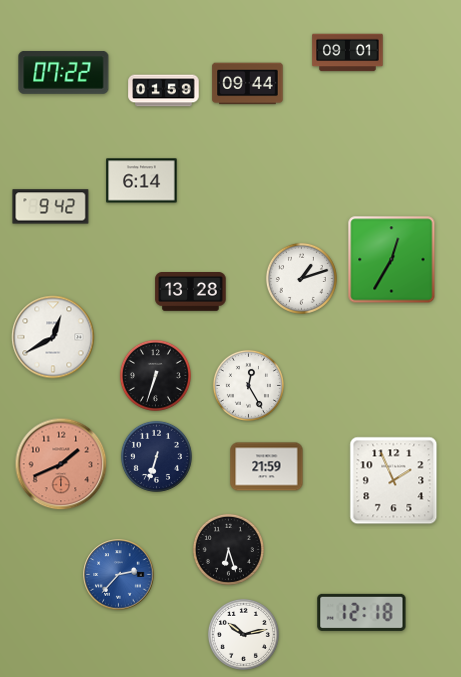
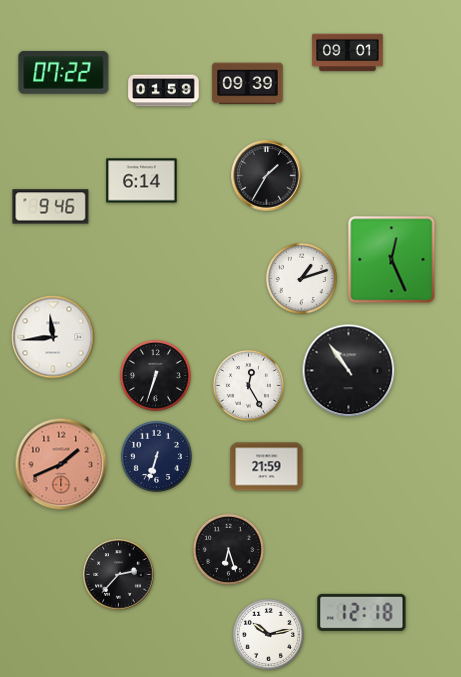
clock at (248, 84): 09:44 -> 09:39
clock at (267, 176): none -> 1:35
clock at (51, 207): 9:42 -> 9:46
clock at (392, 260): 12:35 -> 12:26
clock at (191, 292): 13:28 -> none
clock at (53, 337): 12:40 -> 11:44
clock at (349, 371): none -> 10:54
clock at (394, 481): 1:56 -> none
clock at (119, 575) dial: blue -> black
clock at (243, 634) position: (243, 634) -> (268, 634)
